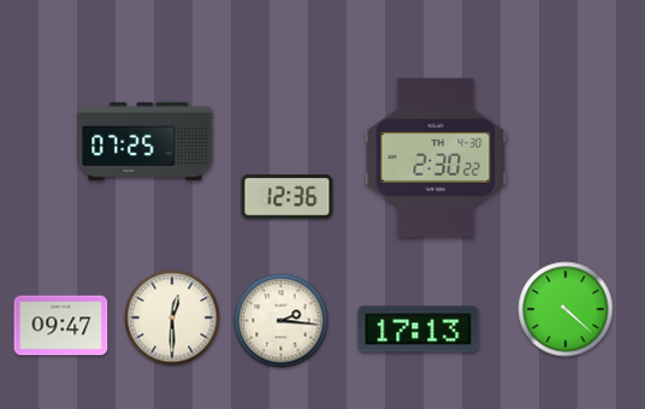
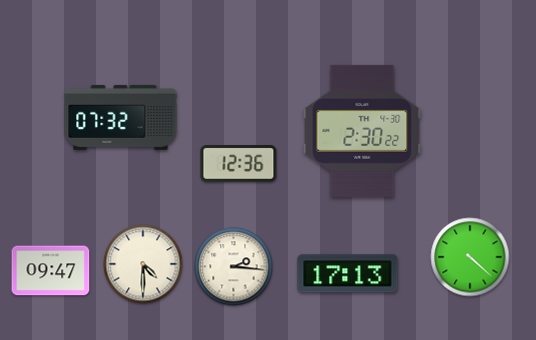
clock at (146, 141): 07:25 -> 07:32
clock at (172, 318): 12:30 -> 4:30
